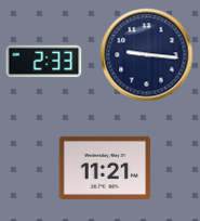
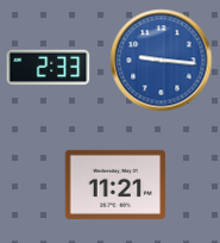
clock at (147, 55) dial: navy -> blue
